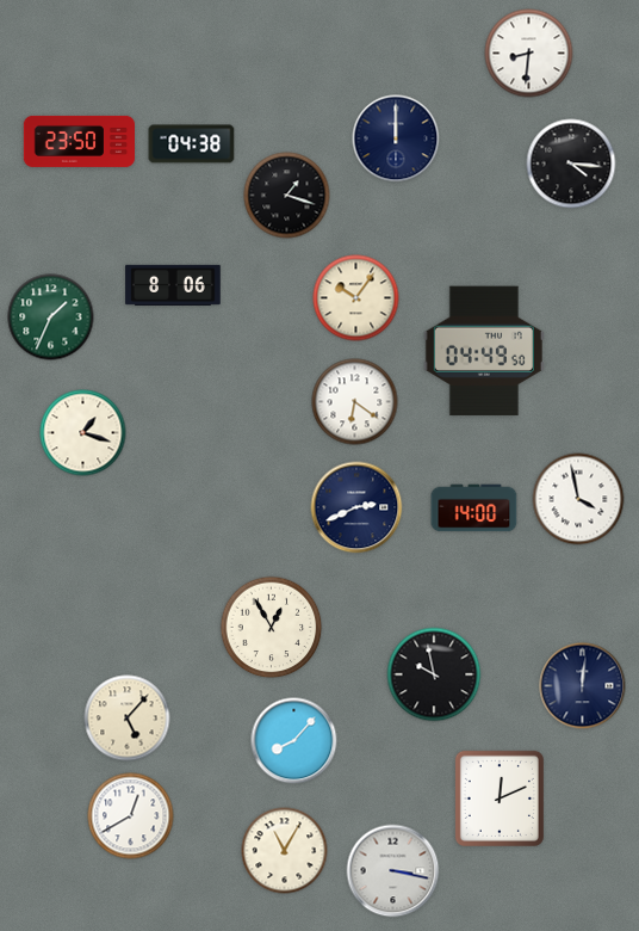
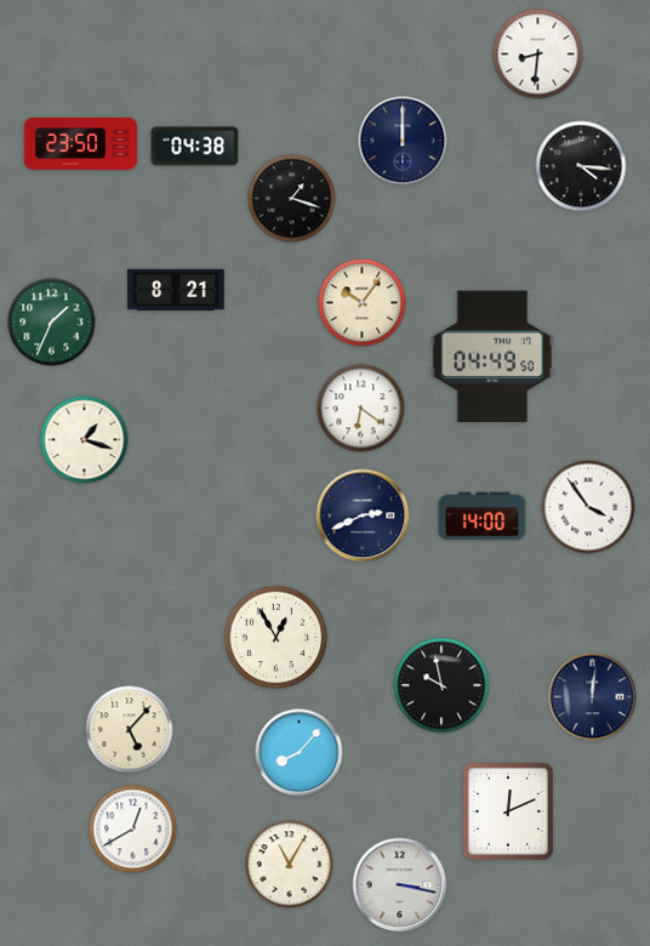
clock at (173, 285): 8:06 -> 8:21
clock at (578, 499): 3:58 -> 3:54
